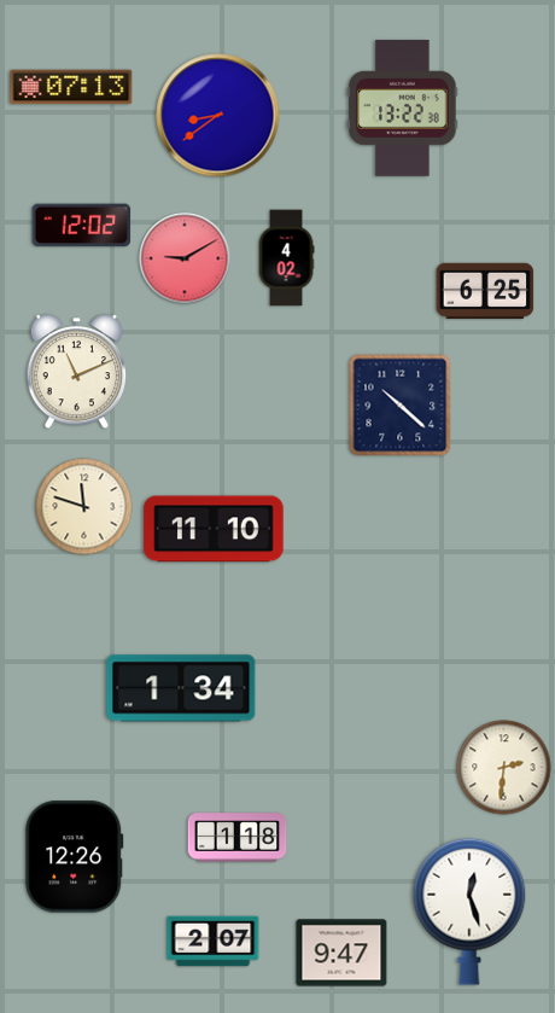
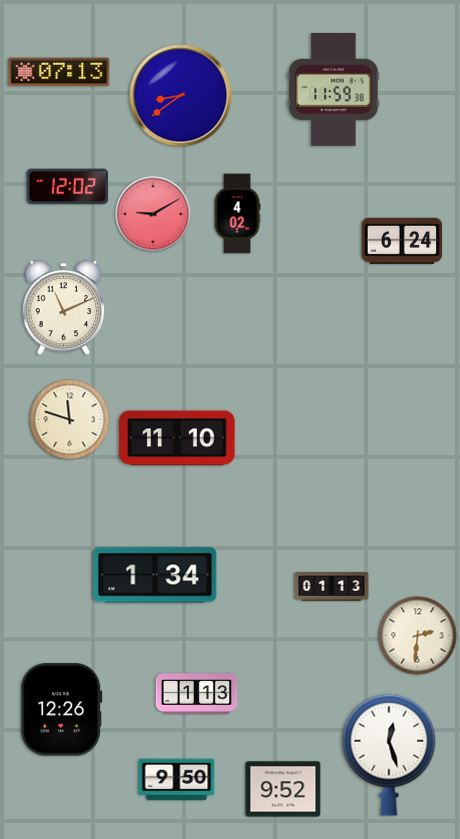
clock at (403, 107): 13:22 -> 11:59
clock at (485, 291): 6:25 -> 6:24
clock at (401, 406): 10:22 -> none
clock at (181, 688) position: (181, 688) -> (155, 575)
clock at (332, 587): none -> 01:13
clock at (238, 838): 1:18 -> 1:13
clock at (214, 942): 2:07 -> 9:50
clock at (341, 953): 9:47 -> 9:52
